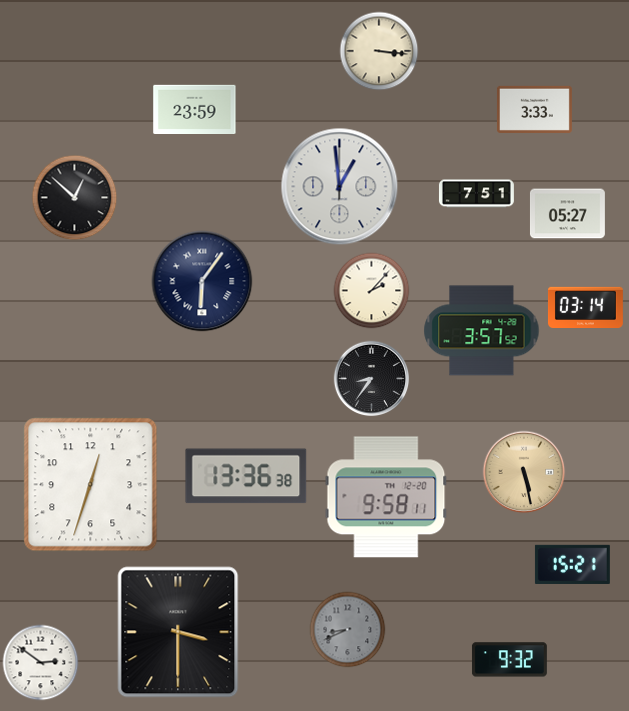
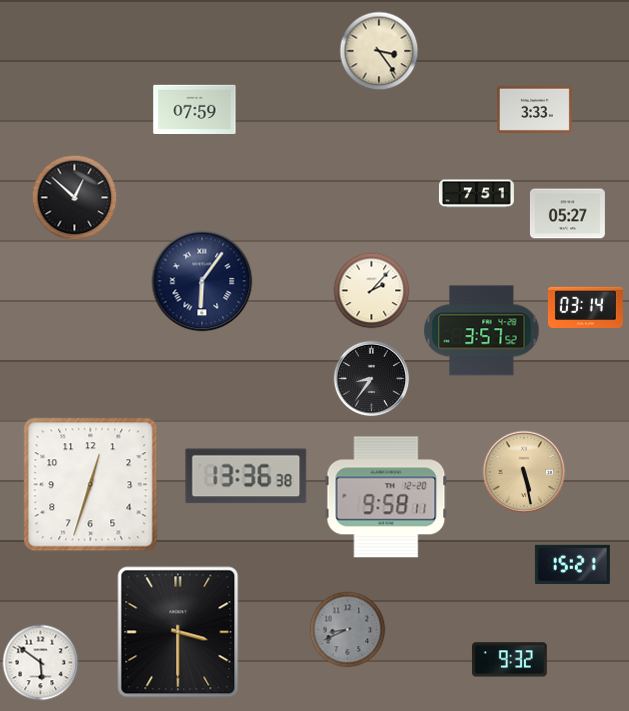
clock at (379, 51): 3:16 -> 3:24
clock at (195, 109): 23:59 -> 07:59
clock at (340, 187): 12:59 -> none
clock at (41, 663): 2:51 -> 5:51
